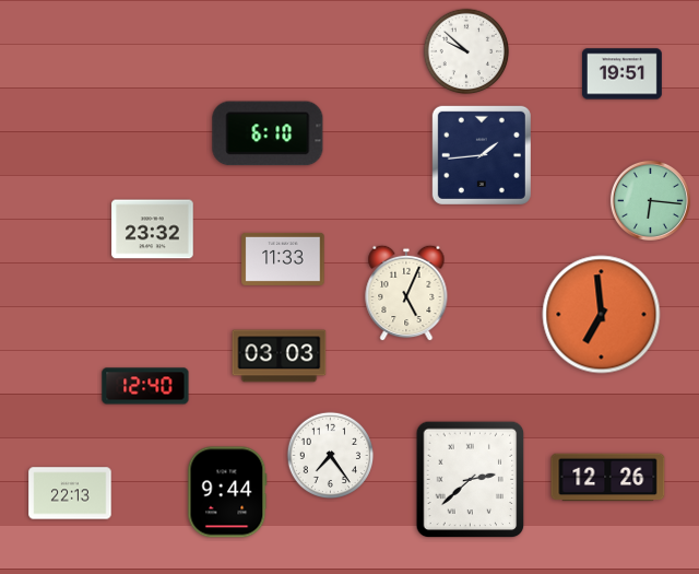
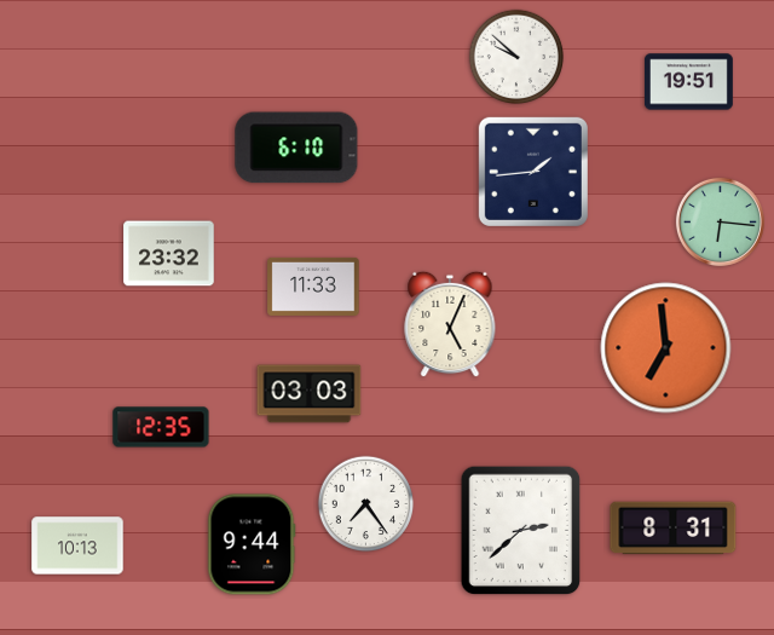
clock at (145, 386): 12:40 -> 12:35
clock at (608, 478): 12:26 -> 8:31
clock at (70, 493): 22:13 -> 10:13
